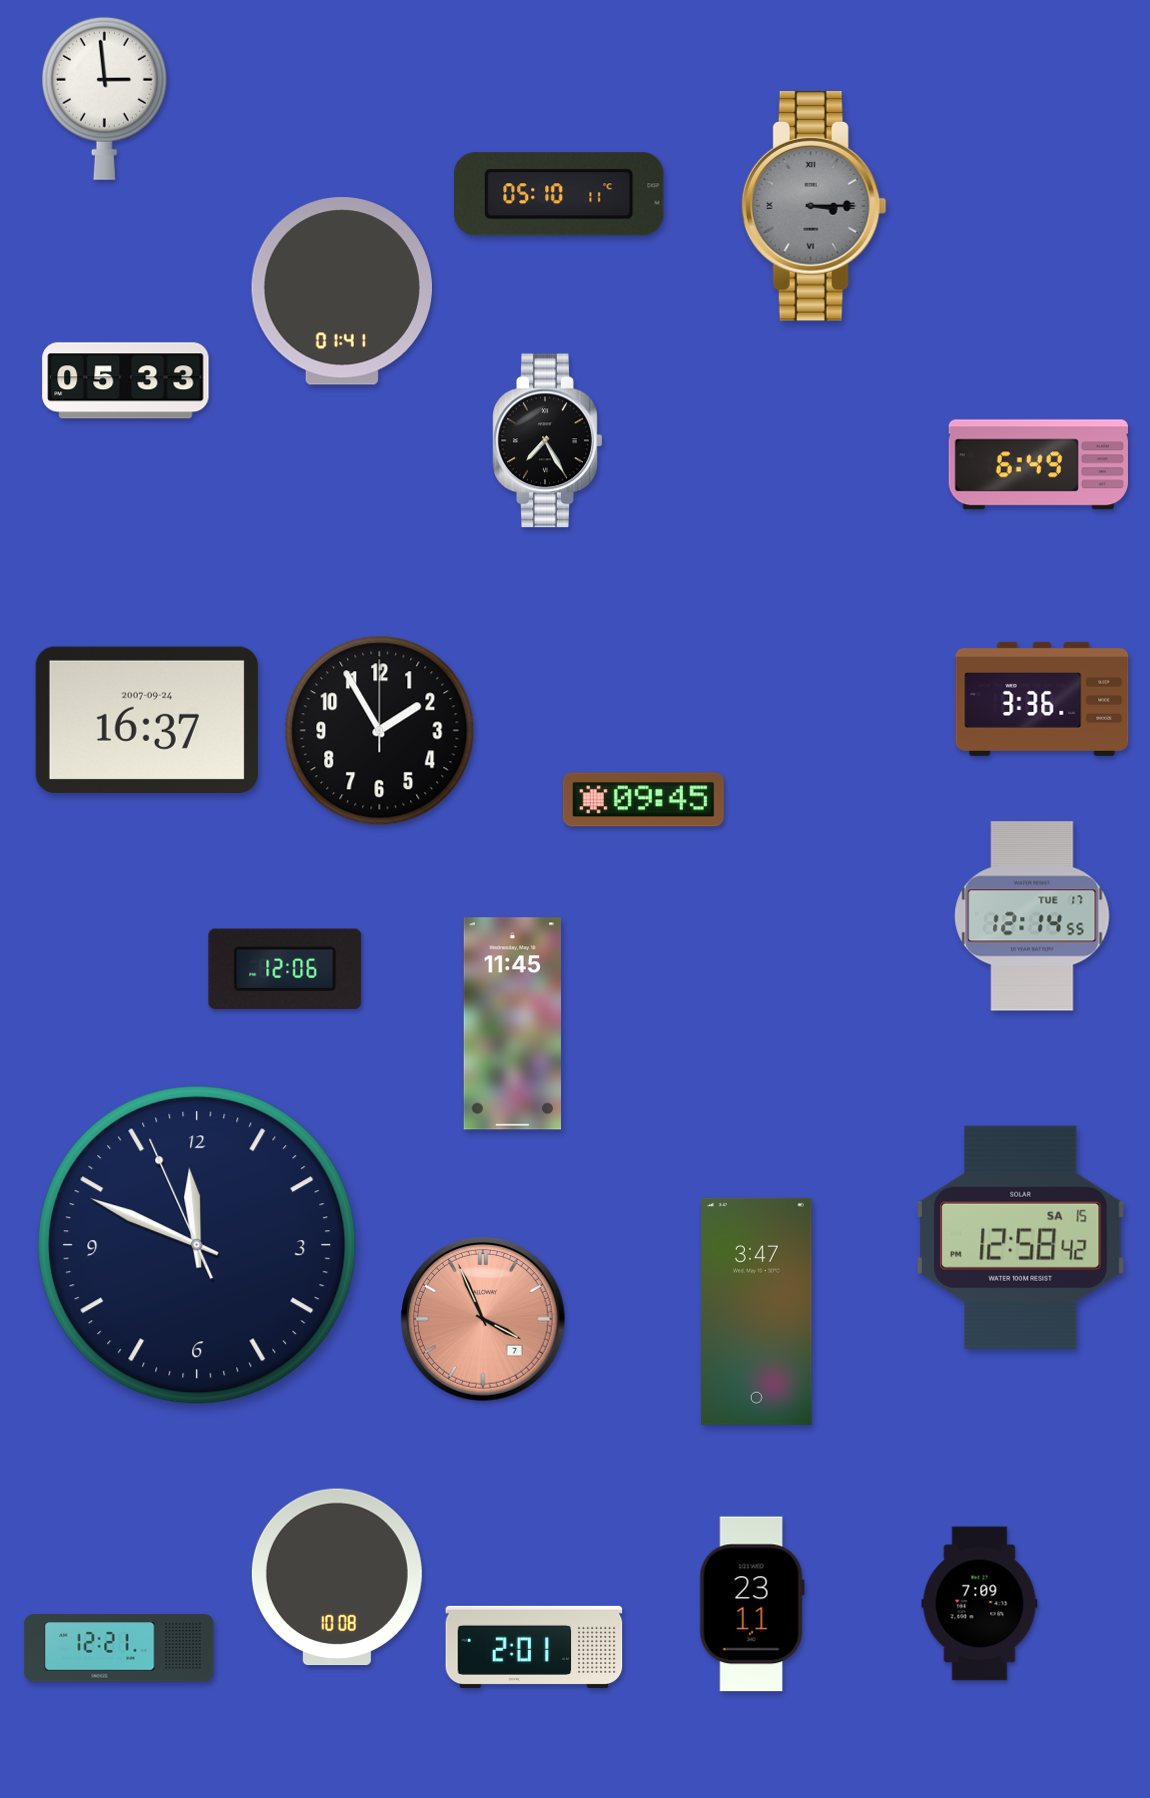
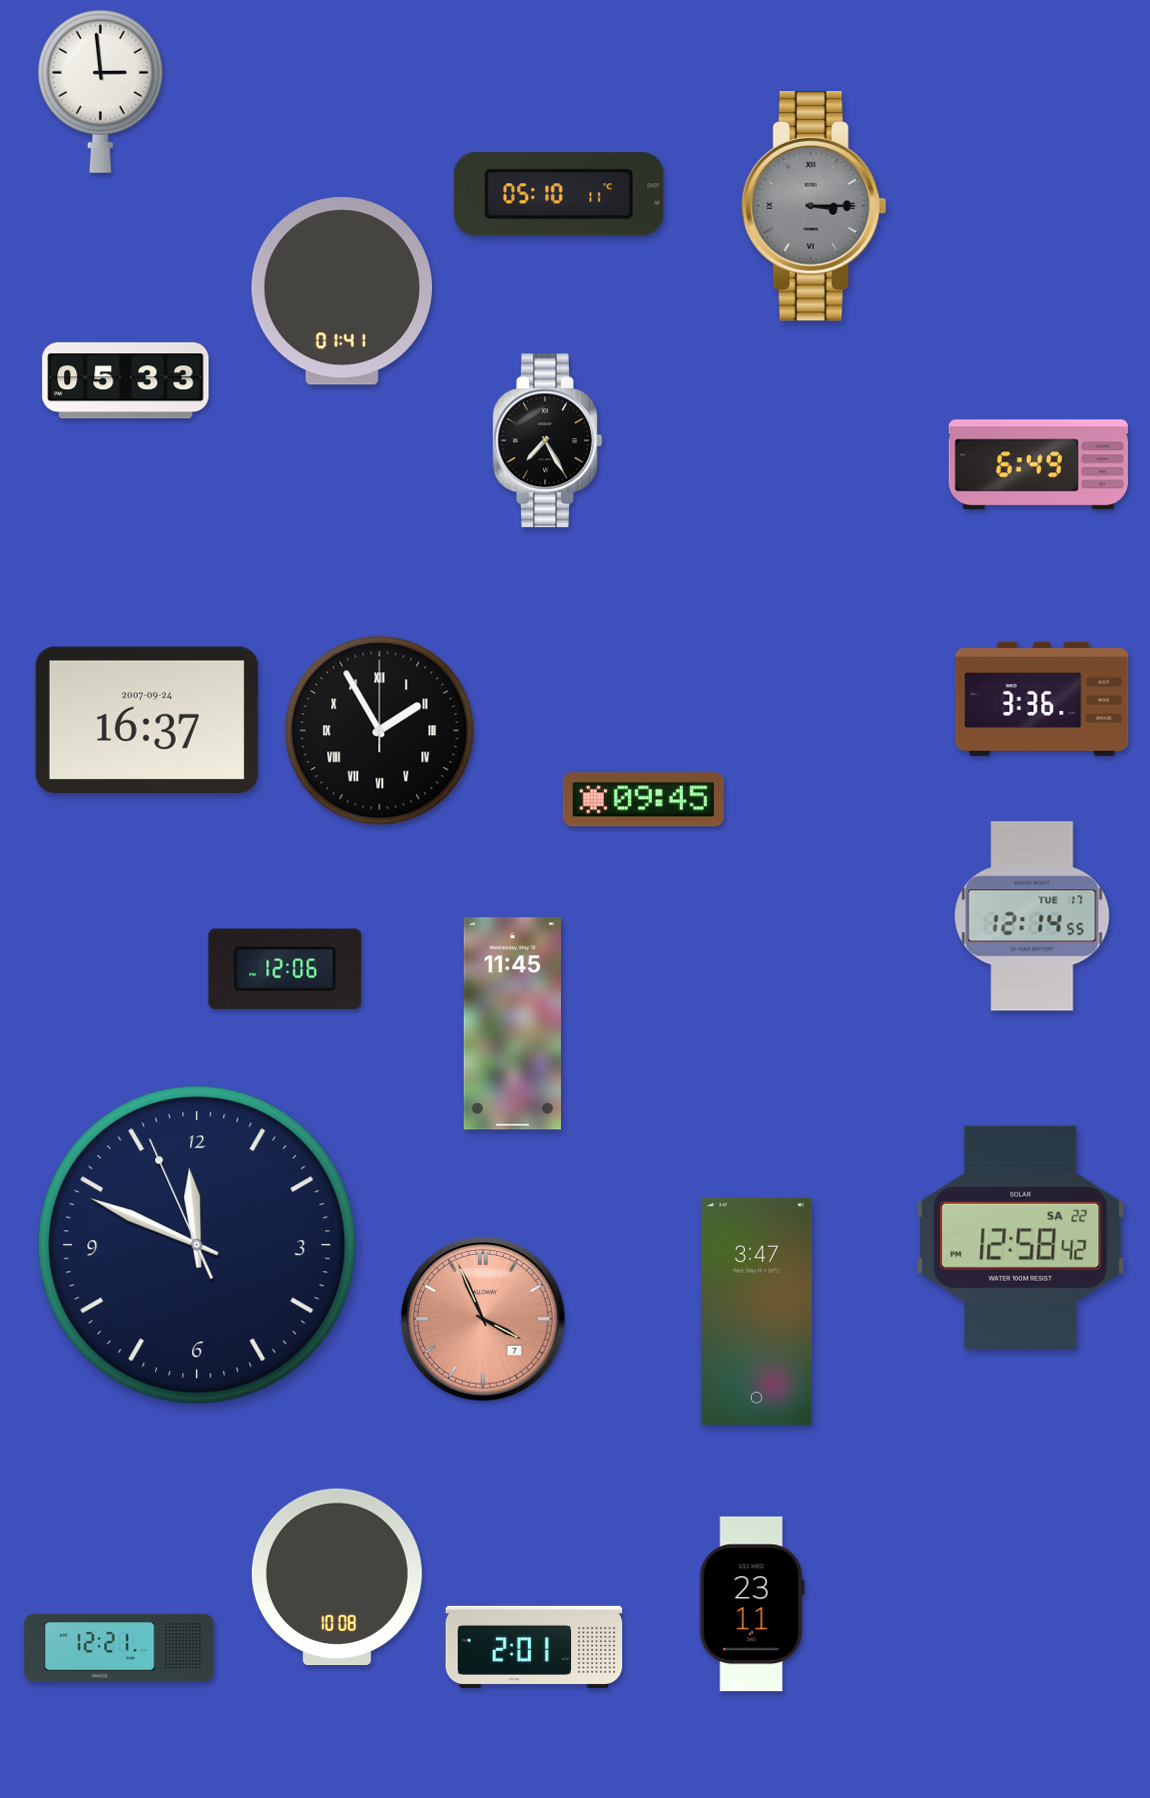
clock at (104, 98) position: (104, 98) -> (100, 91)
clock at (380, 731) numerals: Arabic -> Roman
clock at (1021, 1237) date: SA 15 -> SA 22
clock at (980, 1604): 7:09 -> none
